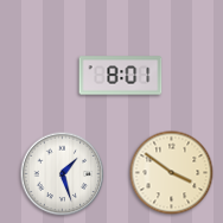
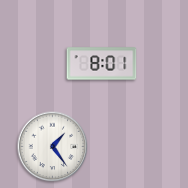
clock at (172, 173): 3:51 -> none
clock at (63, 174): 1:27 -> 1:24
